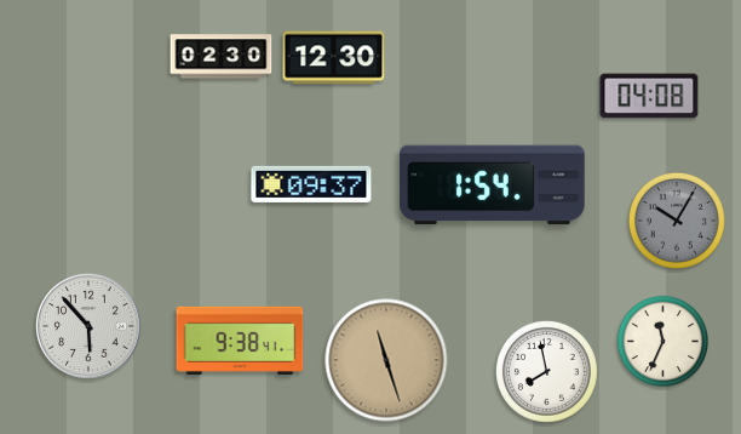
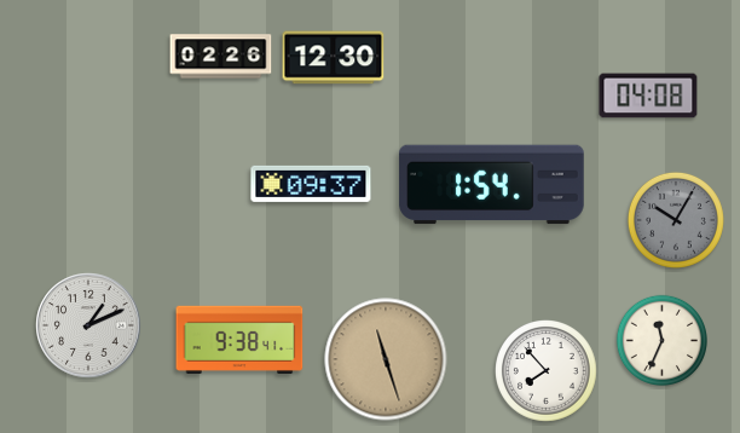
clock at (222, 57): 02:30 -> 02:26
clock at (88, 326): 5:53 -> 1:11
clock at (547, 372): 7:58 -> 7:53
